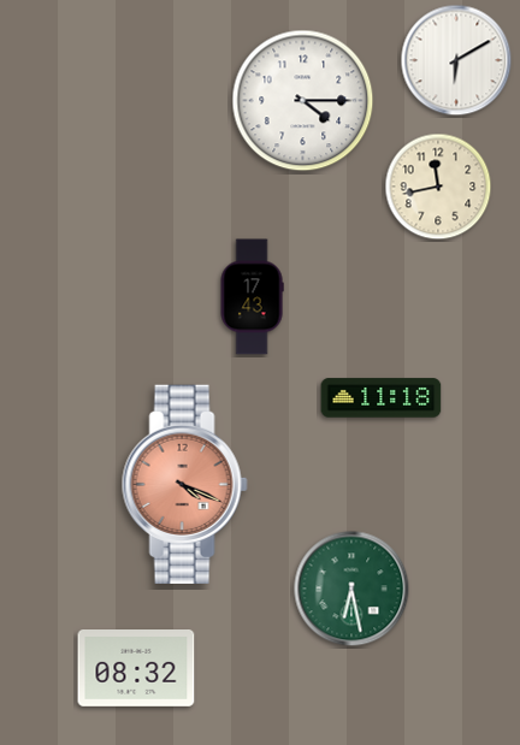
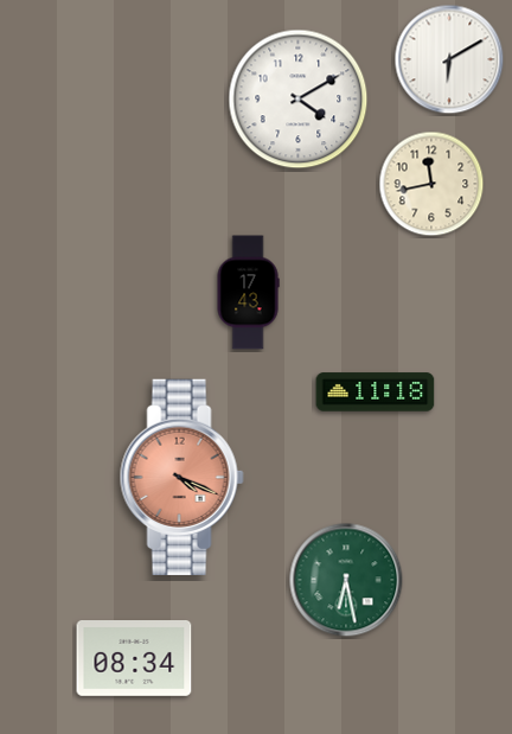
clock at (303, 101): 4:15 -> 4:10
clock at (136, 669): 08:32 -> 08:34
